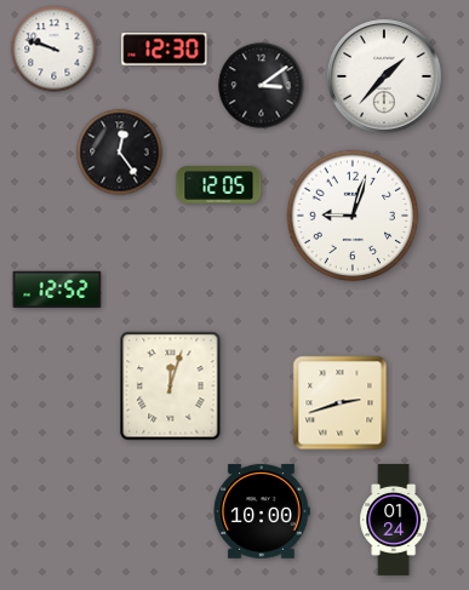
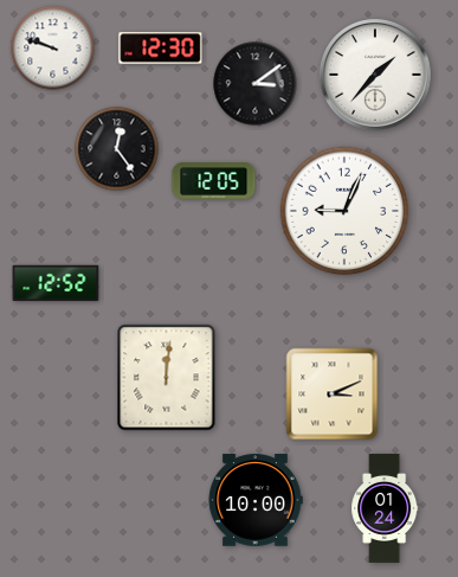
clock at (353, 216): 9:03 -> 9:04
clock at (171, 386): 12:03 -> 12:01
clock at (341, 403): 2:42 -> 3:11
